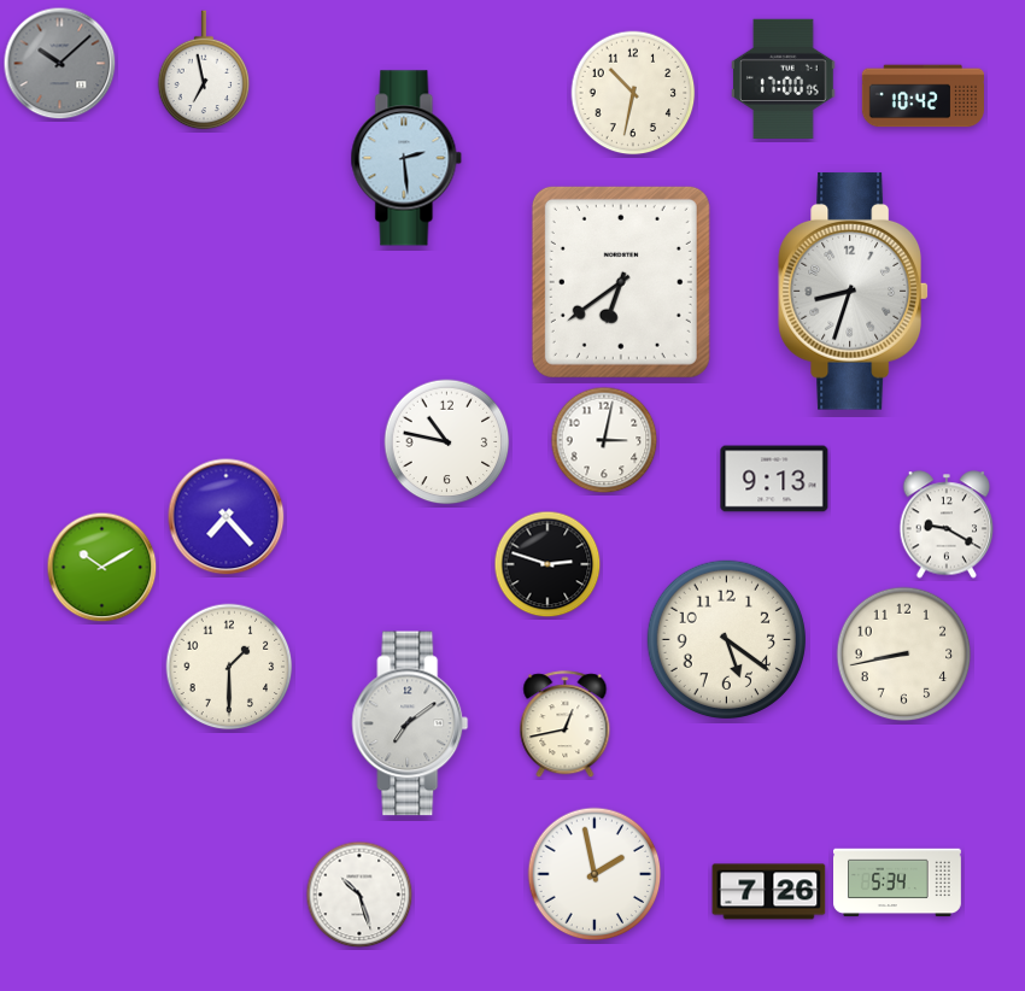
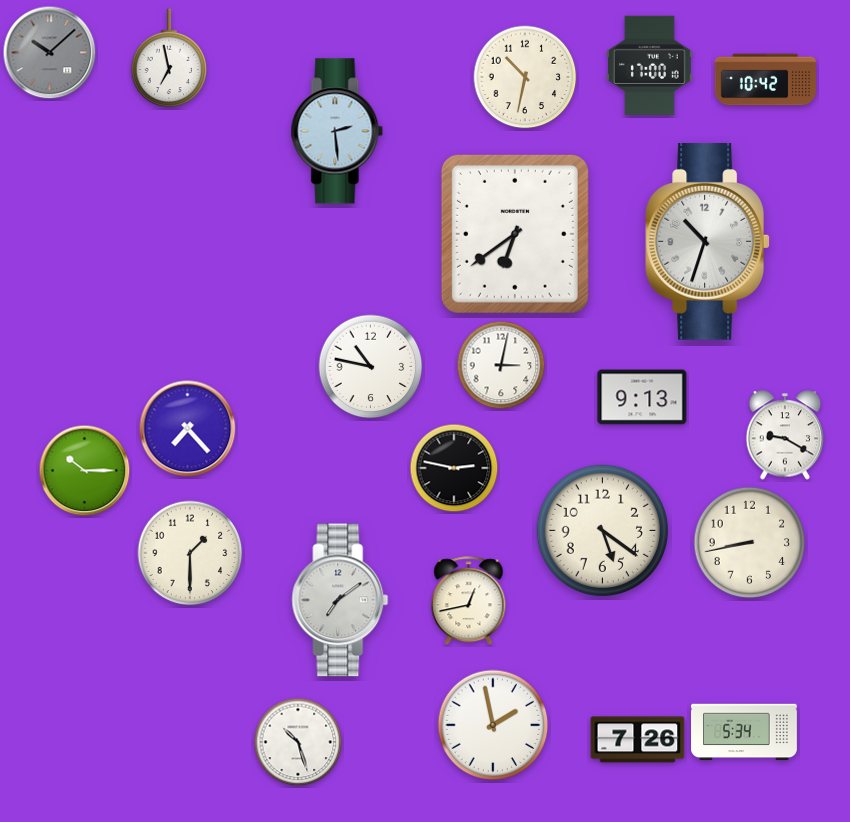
clock at (784, 78): 17:00:05 -> 17:00:10
clock at (853, 291): 8:33 -> 10:33
clock at (547, 564): 2:48 -> 2:47
clock at (102, 568): 10:10 -> 10:15
